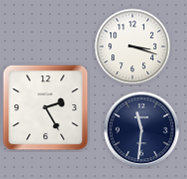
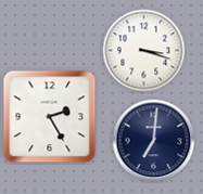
clock at (142, 130): 11:31 -> 7:01
